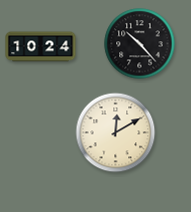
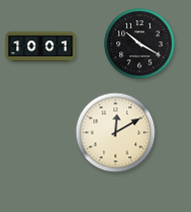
clock at (140, 44): 10:23 -> 10:20
clock at (41, 47): 10:24 -> 10:01
